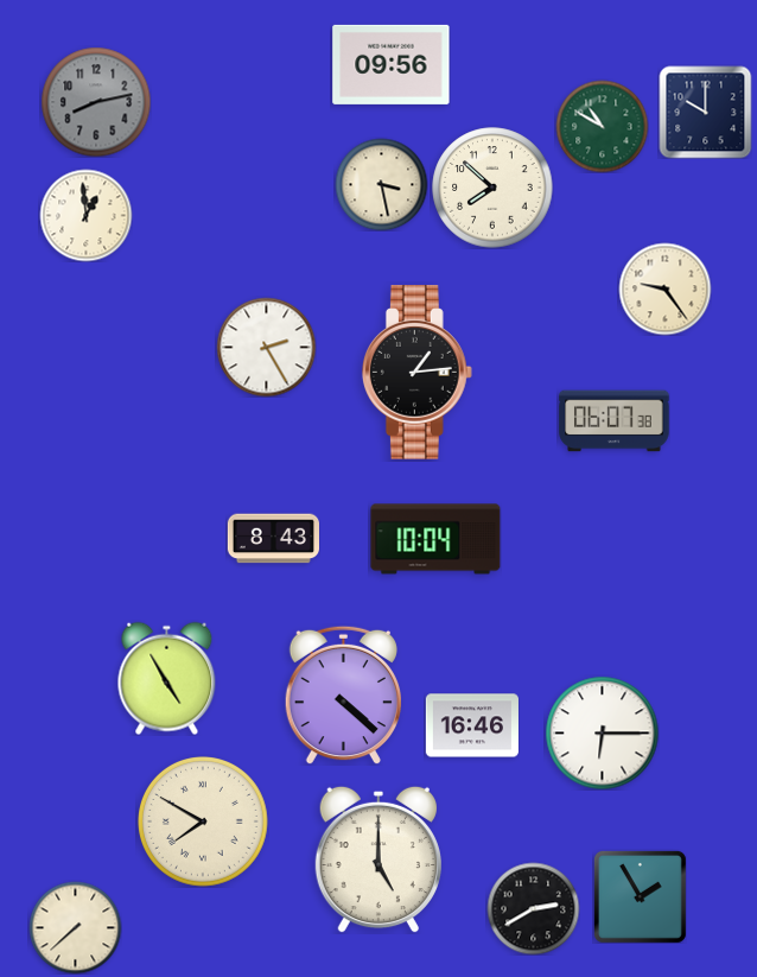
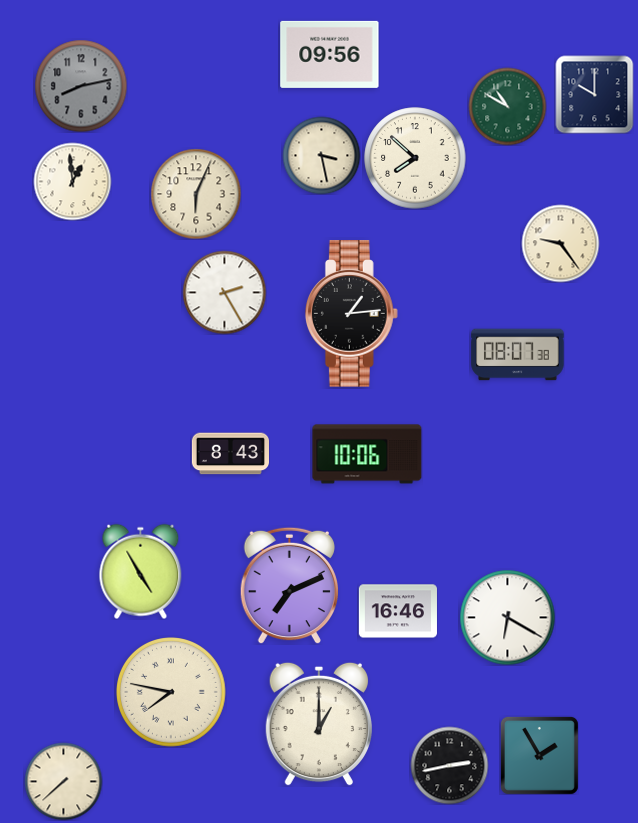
clock at (196, 194): none -> 6:04
clock at (615, 421): 06:07 -> 08:07
clock at (435, 539): 10:04 -> 10:06
clock at (343, 694): 4:22 -> 7:11
clock at (602, 732): 6:15 -> 6:20
clock at (204, 823): 7:50 -> 7:47
clock at (378, 859): 5:00 -> 1:00
clock at (533, 908): 2:40 -> 2:43
